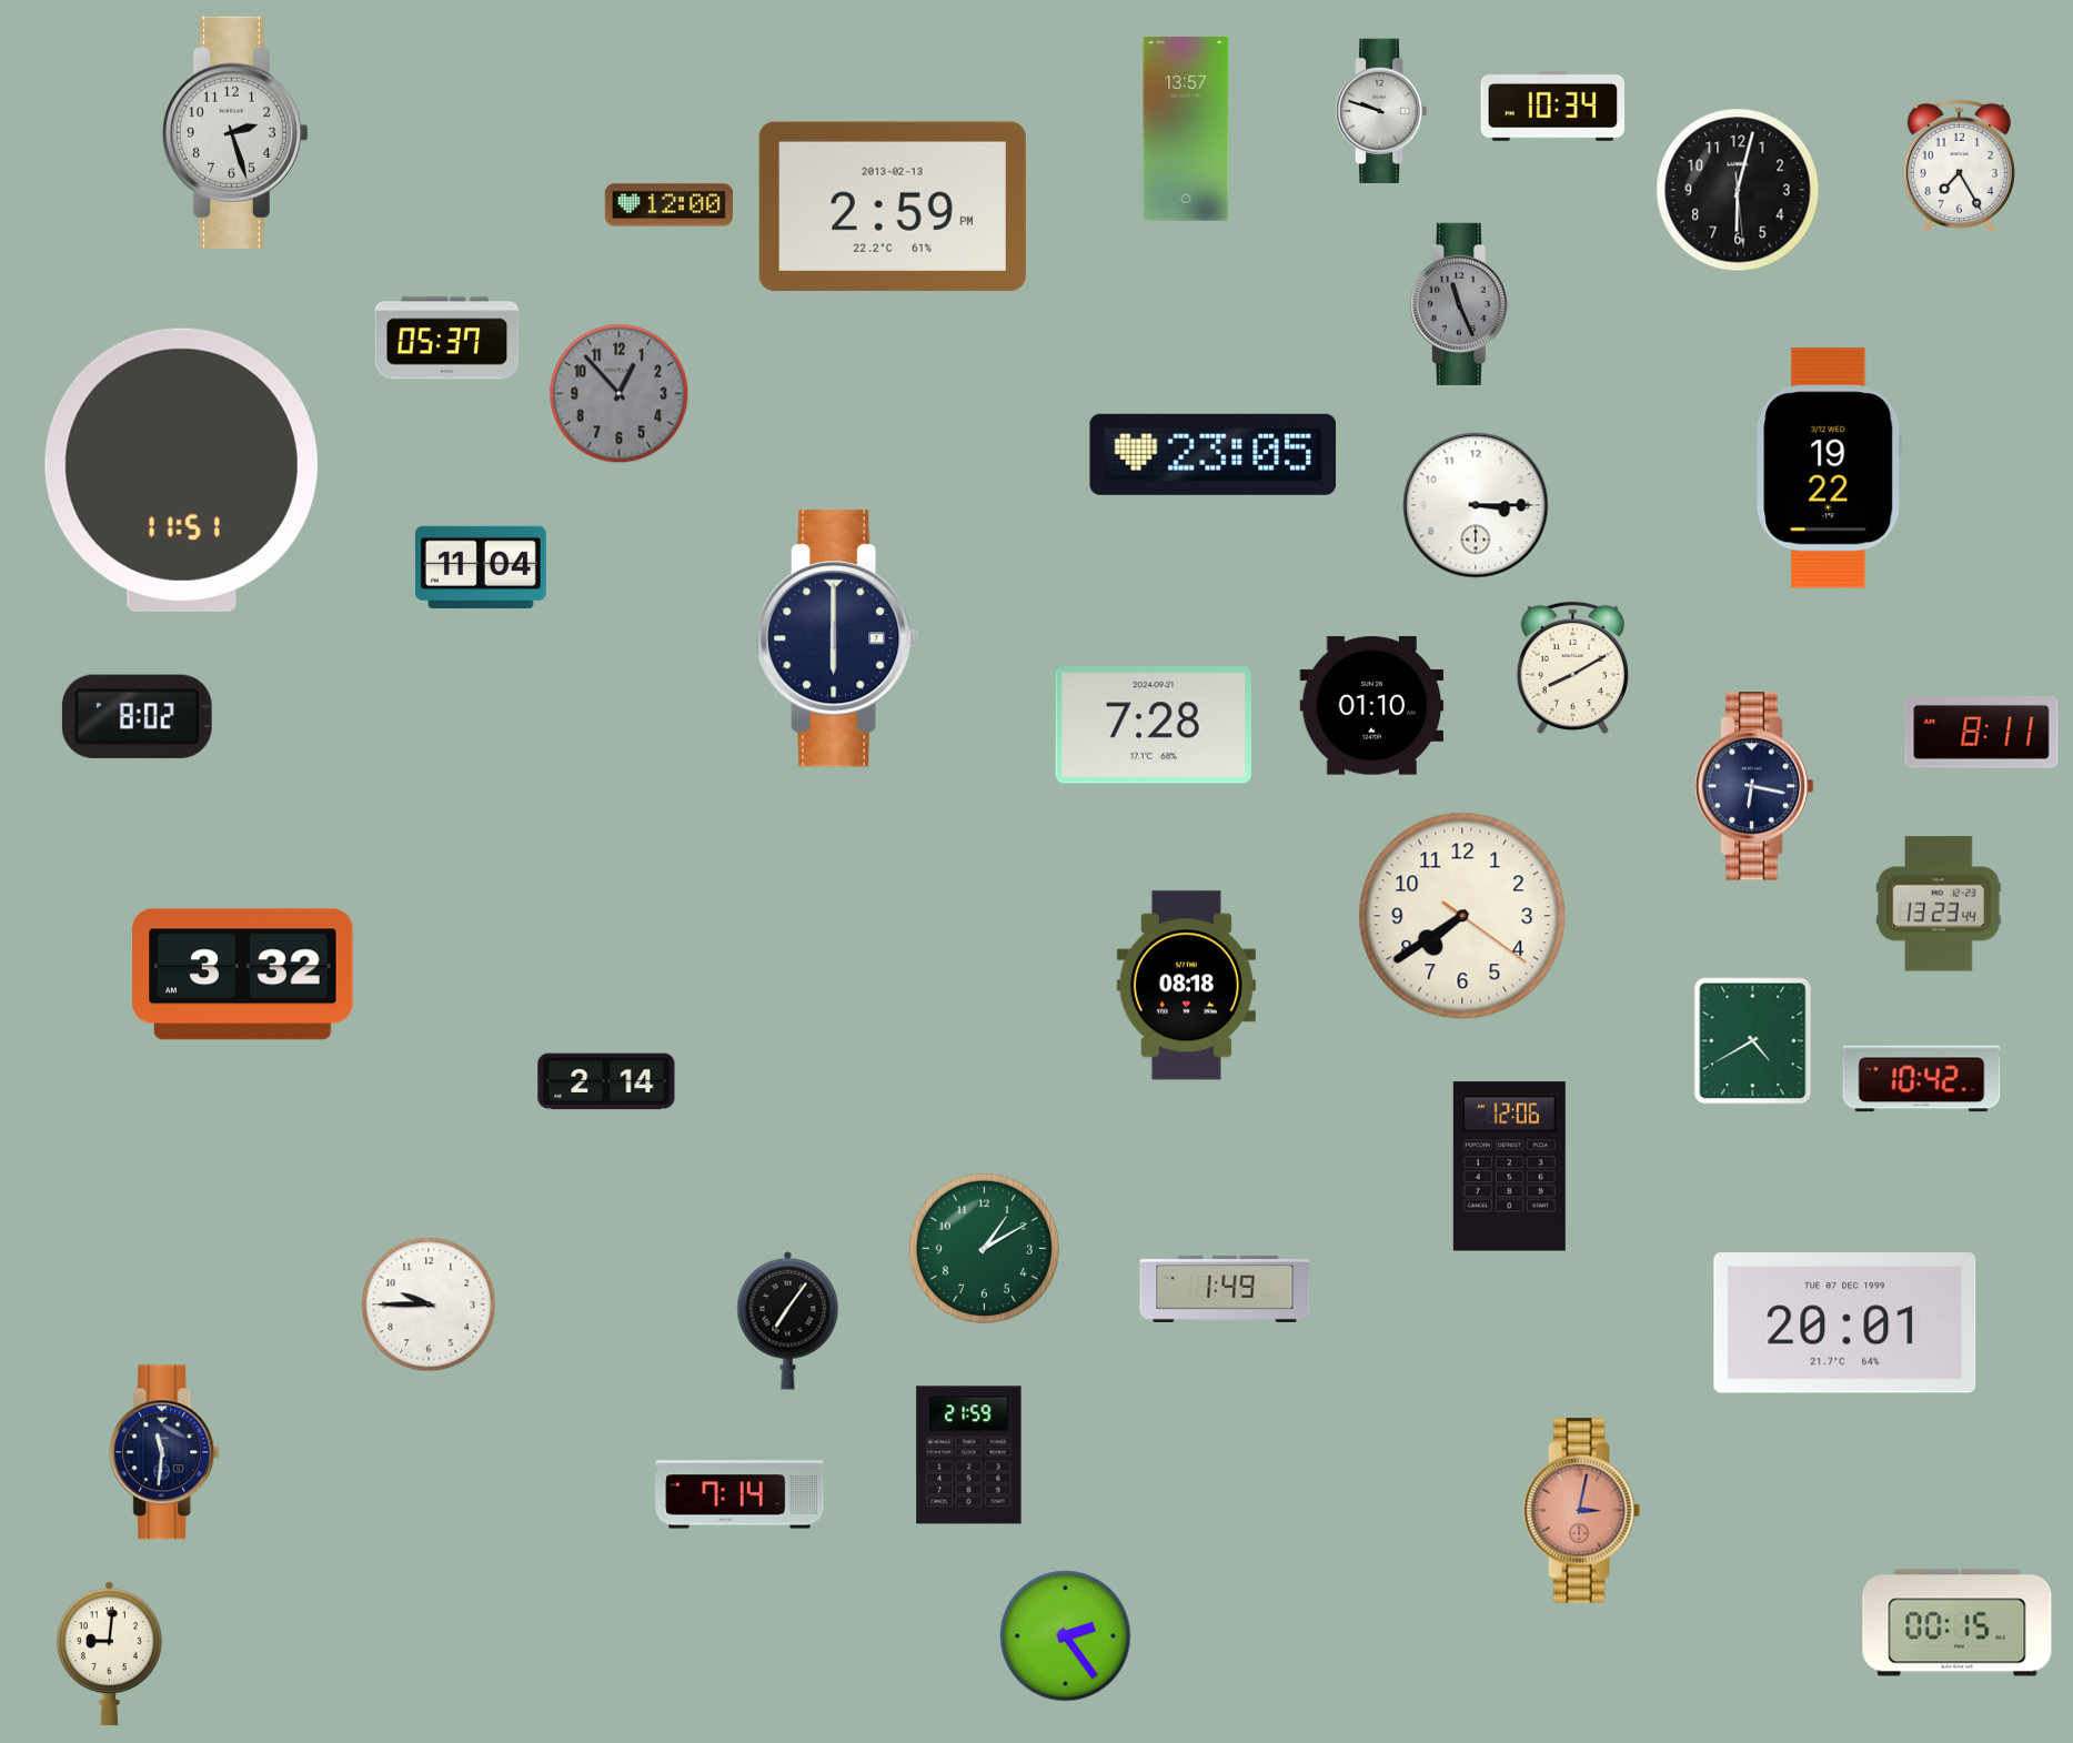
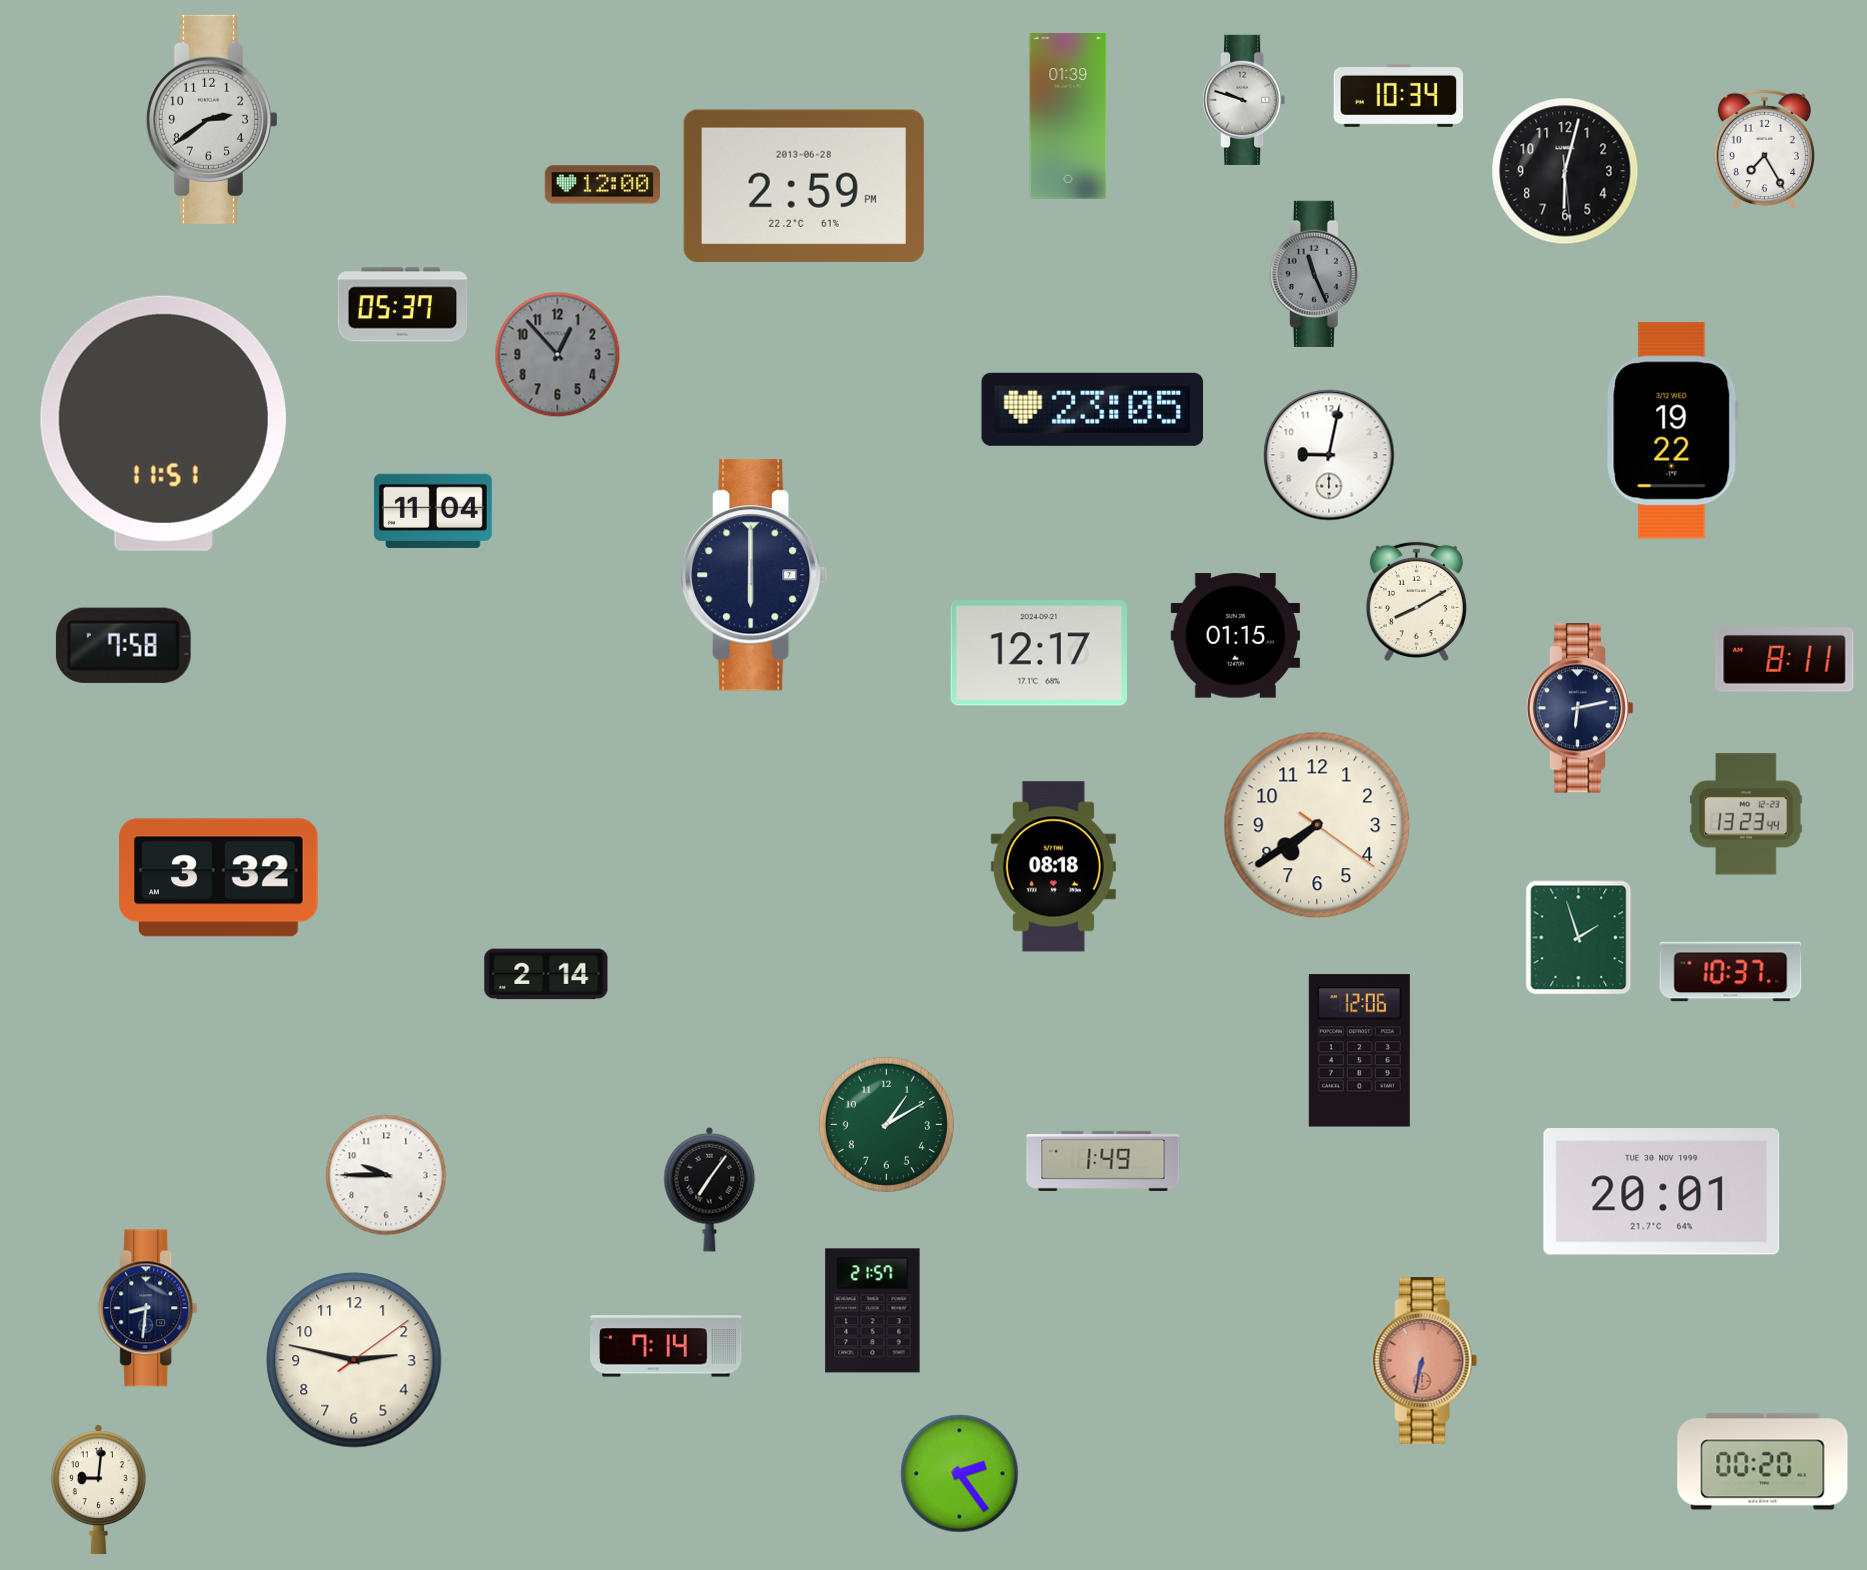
clock at (1186, 130): 13:57 -> 01:39
clock at (234, 132): 2:27 -> 2:39
clock at (893, 206) date: 2013-02-13 -> 2013-06-28
clock at (1830, 469) position: (1830, 469) -> (1673, 431)
clock at (1476, 505): 3:15 -> 9:02
clock at (1372, 706): 01:10 -> 01:15
clock at (137, 716): 8:02 -> 7:58
clock at (1154, 725): 7:28 -> 12:17
clock at (1754, 786): 6:17 -> 6:13
clock at (1186, 986) position: (1186, 986) -> (1053, 867)
clock at (1753, 1041): 4:40 -> 1:57
clock at (1922, 1079): 10:42 -> 10:37
clock at (1845, 1323) date: TUE 07 DEC 1999 -> TUE 30 NOV 1999
clock at (165, 1452): 11:31 -> 8:31
clock at (969, 1455): 21:59 -> 21:57
clock at (354, 1360): none -> 2:47
clock at (1582, 1511): 3:02 -> 6:32
clock at (1958, 1623): 00:15 -> 00:20
